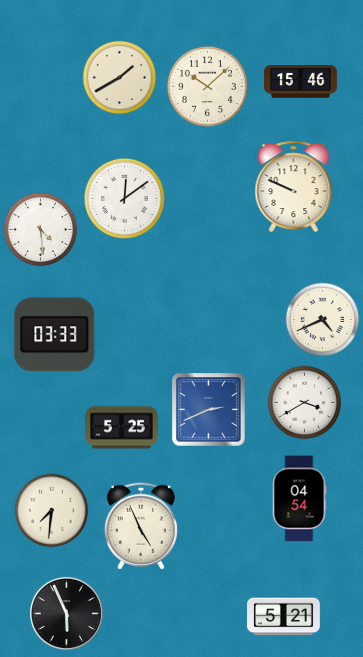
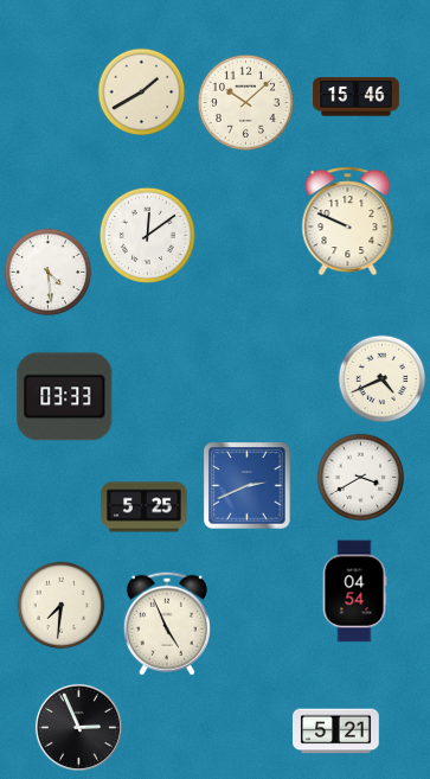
clock at (66, 613): 5:56 -> 2:56
